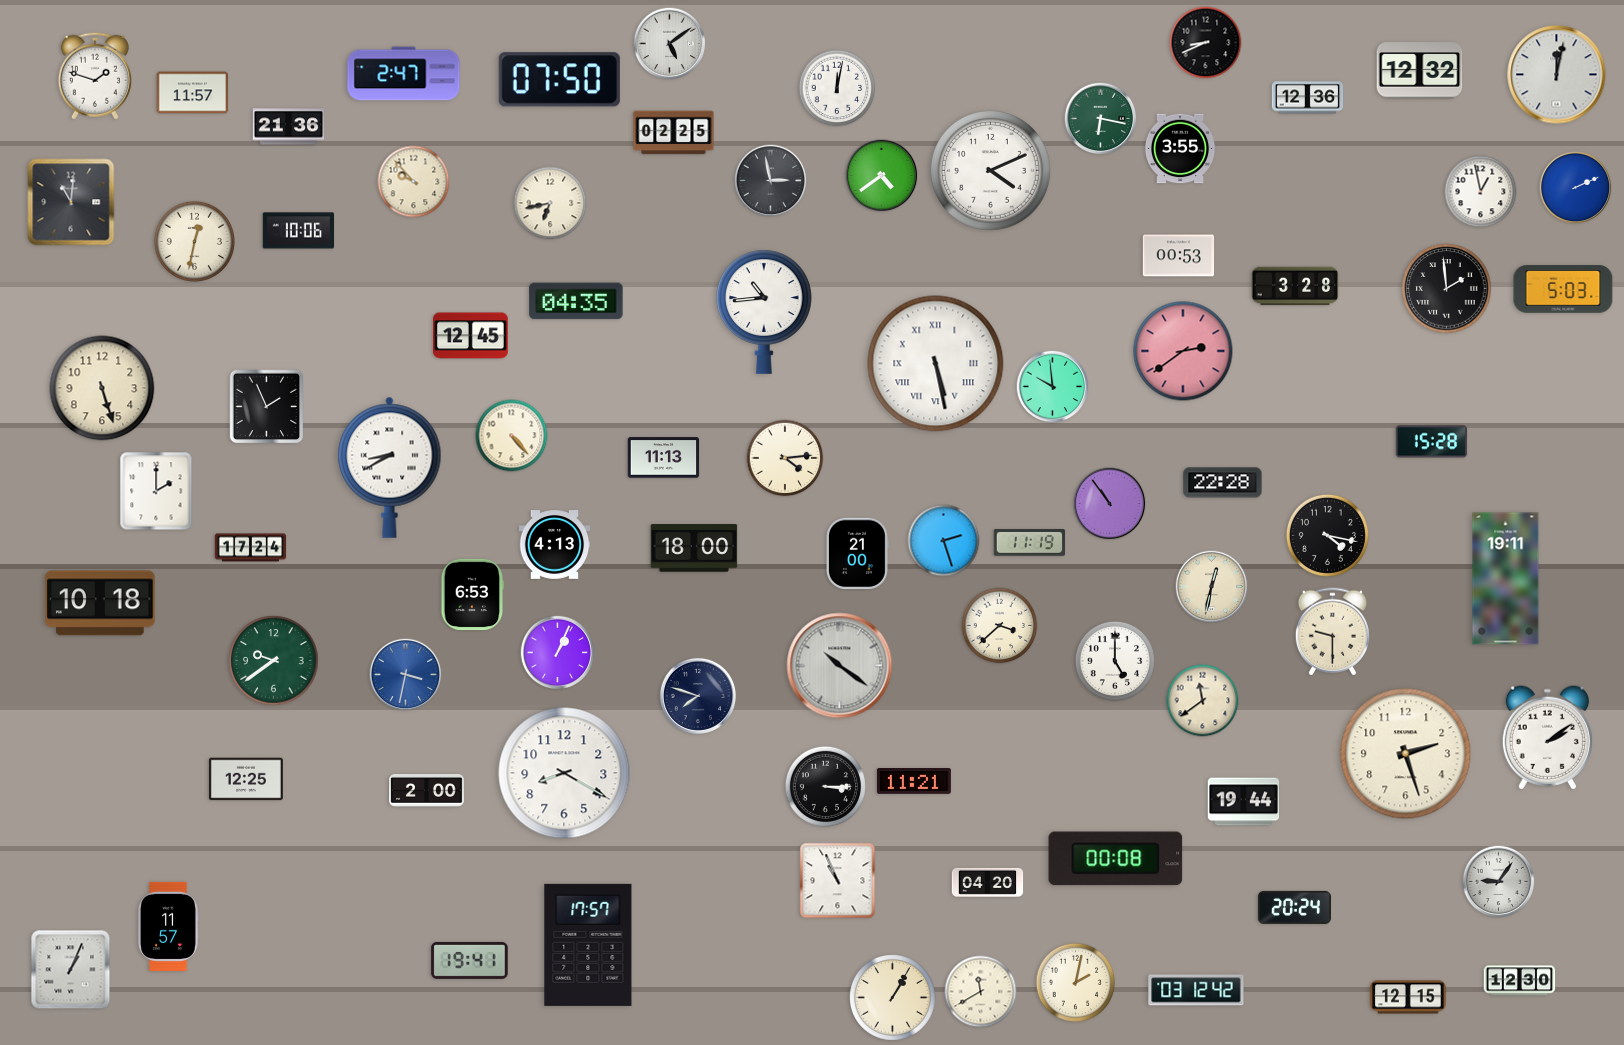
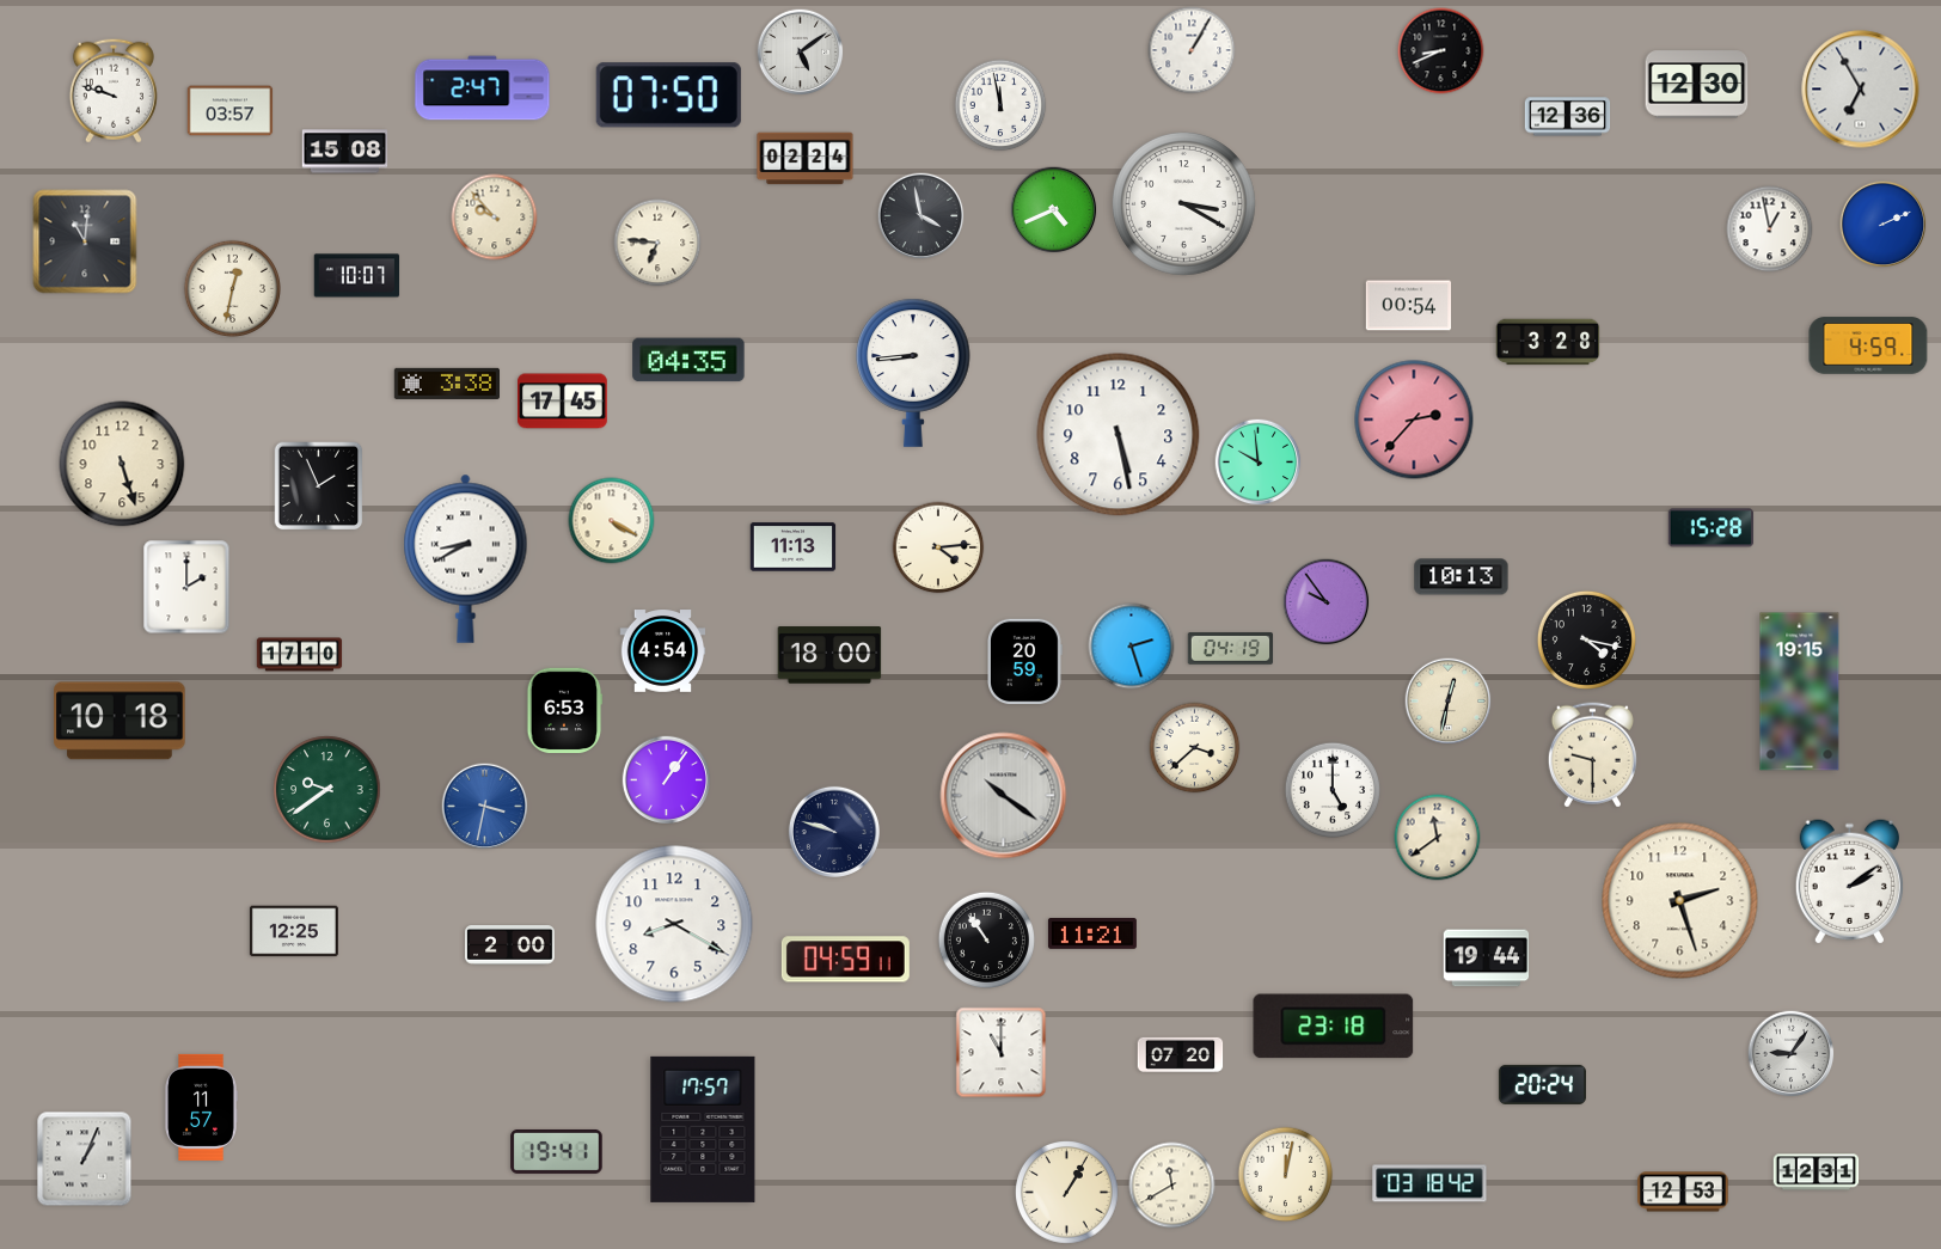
clock at (1192, 50): none -> 1:05
clock at (1420, 71): 12:32 -> 12:30
clock at (1557, 75): 12:02 -> 6:55
clock at (95, 76): 1:48 -> 9:48
clock at (837, 88): 12:02 -> 11:58
clock at (193, 93): 11:57 -> 03:57
clock at (1308, 98) position: (1308, 98) -> (1568, 117)
clock at (1101, 119): 6:17 -> none
clock at (289, 127): 21:36 -> 15:08
clock at (674, 133): 02:25 -> 02:24
clock at (1180, 149): 3:55 -> none
clock at (990, 170): 4:11 -> 3:20
clock at (882, 176): 4:39 -> 4:41
clock at (771, 181): 2:58 -> 3:58
clock at (550, 203): 6:43 -> 6:46
clock at (299, 231): 10:06 -> 10:07
clock at (1179, 256): 00:53 -> 00:54
clock at (1447, 289): 1:59 -> none
clock at (1563, 289): 5:03 -> 4:59
clock at (764, 312): 10:44 -> 8:44
clock at (446, 384): none -> 3:38
clock at (471, 336): 12:45 -> 17:45
clock at (1183, 351): 2:39 -> 2:37
clock at (936, 364) numerals: Roman -> Arabic
clock at (512, 436): 4:23 -> 4:20
clock at (1223, 483): 22:28 -> 10:13
clock at (1110, 504): 10:54 -> 9:54
clock at (944, 541) position: (944, 541) -> (1132, 647)
clock at (1030, 543): 11:19 -> 04:19
clock at (555, 545): 4:13 -> 4:54
clock at (251, 548): 17:24 -> 17:10
clock at (858, 554): 21:00 -> 20:59
clock at (1506, 579): 19:11 -> 19:15
clock at (558, 653): 1:04 -> 1:06
clock at (698, 696): 7:48 -> 9:48
clock at (825, 786): 3:15 -> 10:54
clock at (845, 960): none -> 04:59
clock at (1116, 859): 00:08 -> 23:18
clock at (838, 881): 10:56 -> 11:00
clock at (988, 882): 04:20 -> 07:20
clock at (1294, 907) position: (1294, 907) -> (1542, 1084)
clock at (470, 960) position: (470, 960) -> (557, 1151)
clock at (1520, 981): 12:30 -> 12:31
clock at (1076, 983): 2:02 -> 12:02
clock at (1196, 990): 03:12 -> 03:18
clock at (1408, 997): 12:15 -> 12:53
